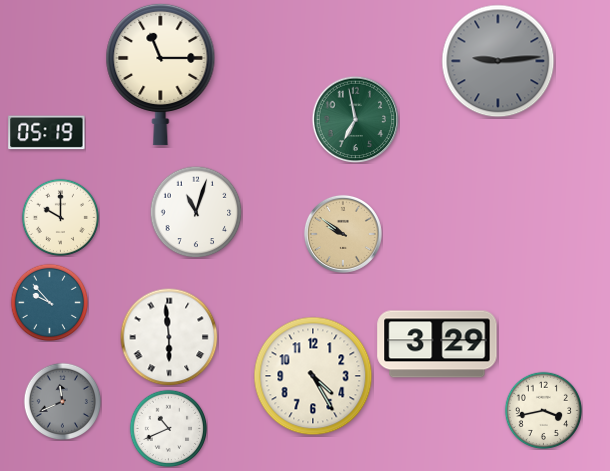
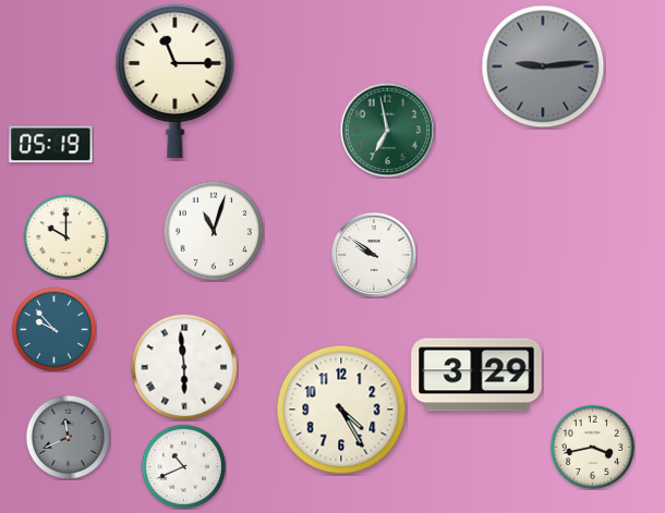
clock at (343, 234) dial: champagne -> white
